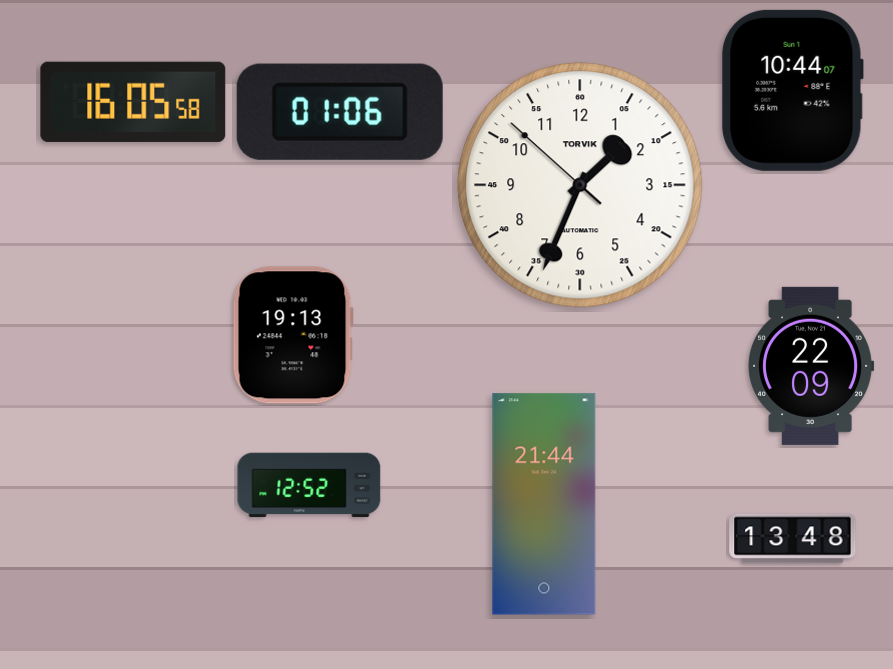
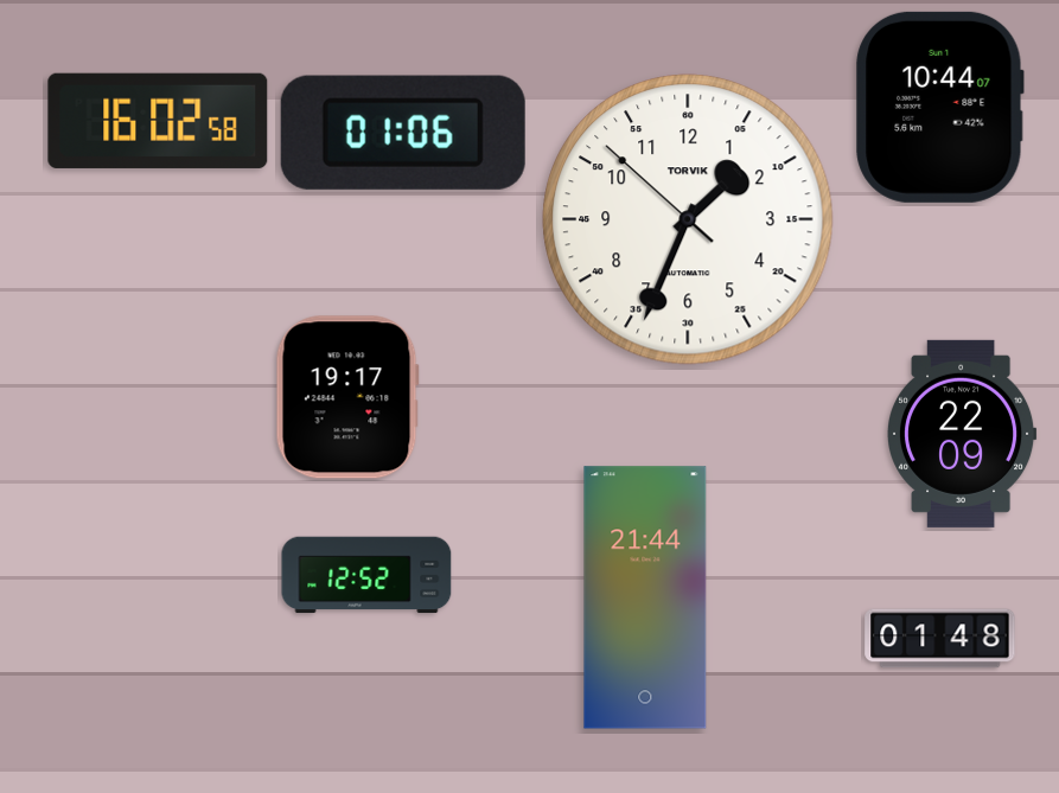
clock at (133, 102): 16:05 -> 16:02
clock at (293, 335): 19:13 -> 19:17
clock at (793, 539): 13:48 -> 01:48
